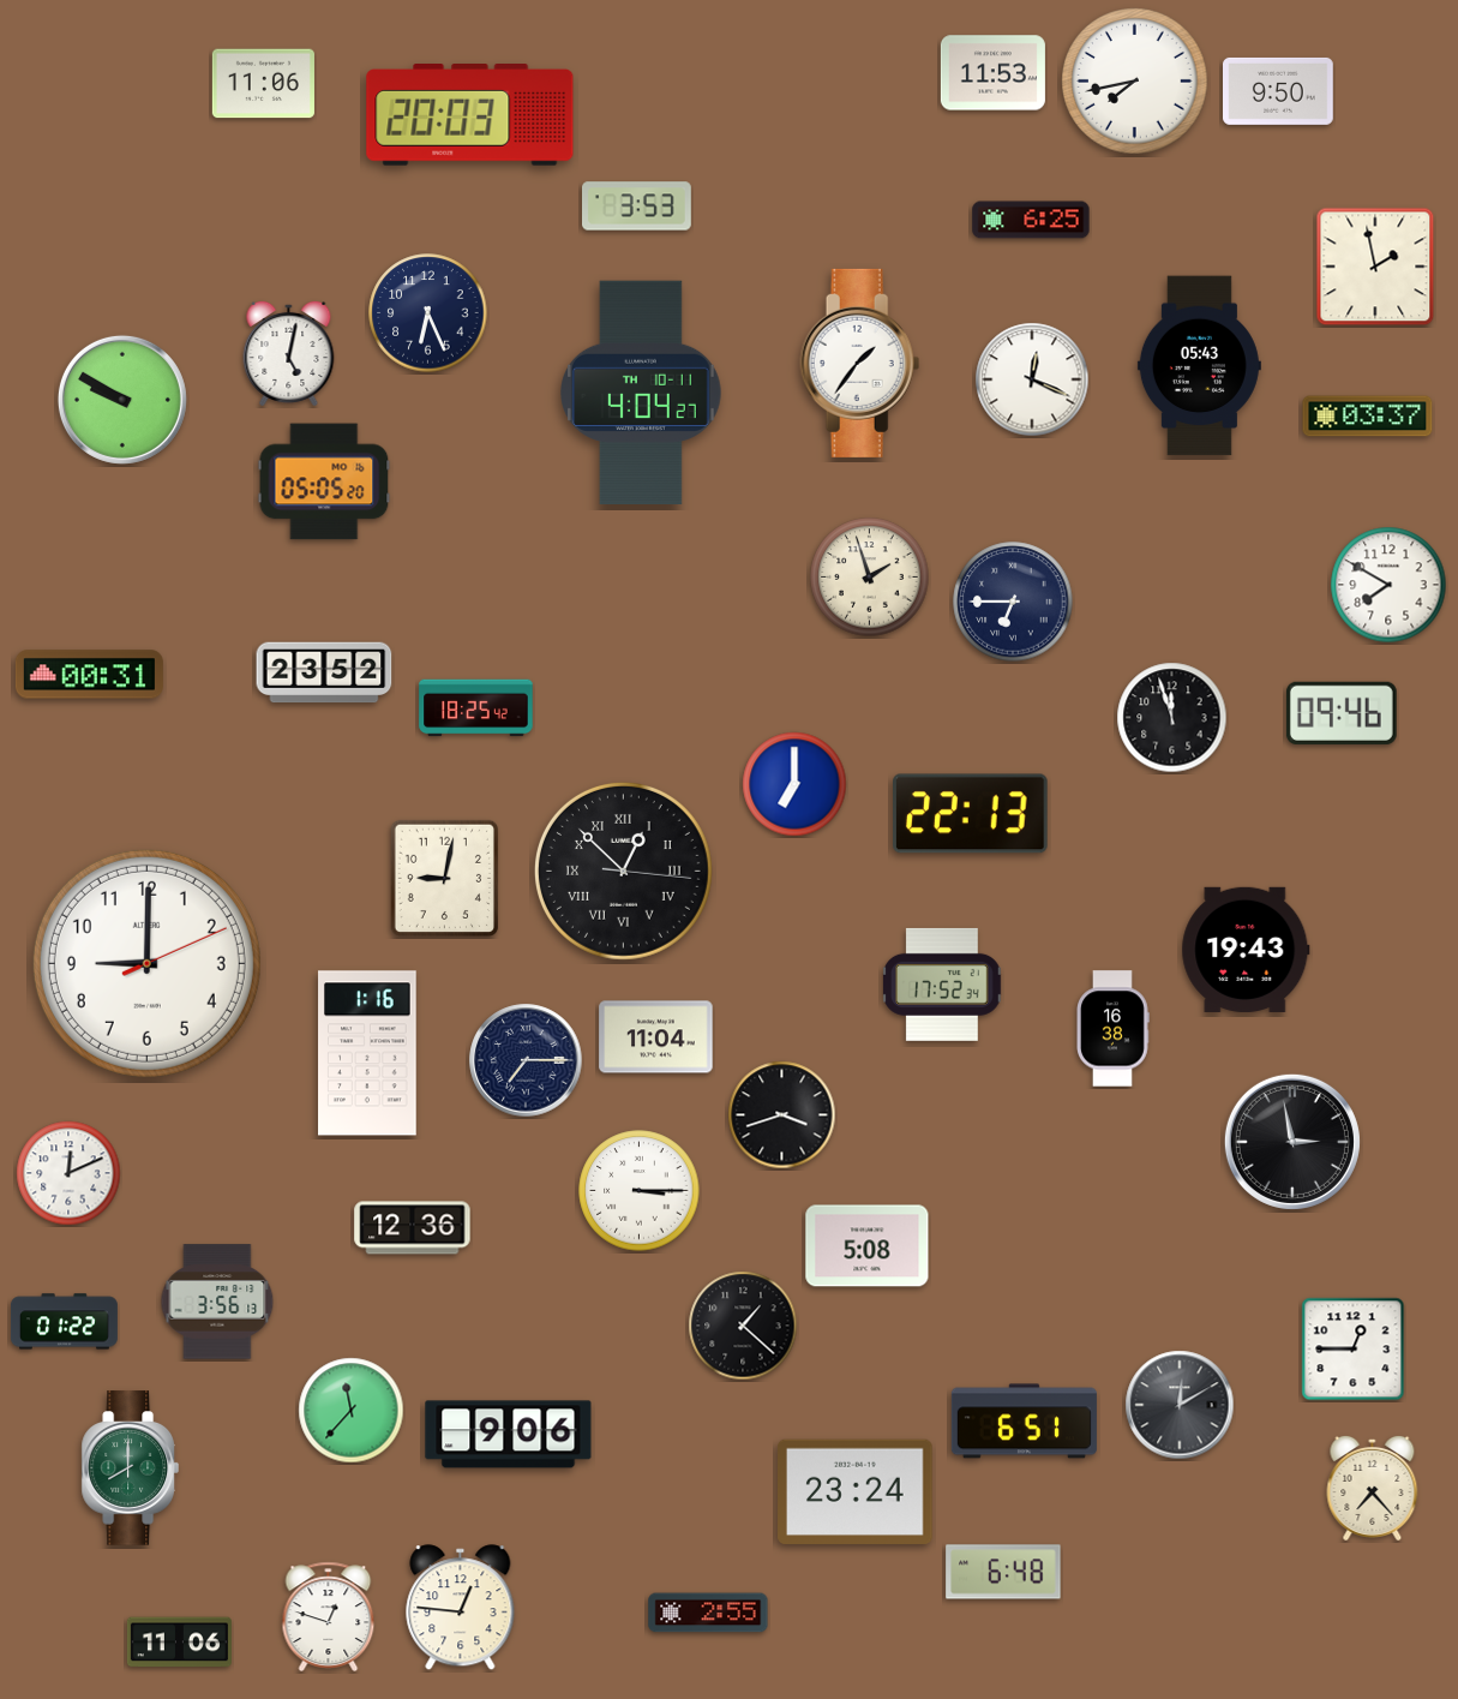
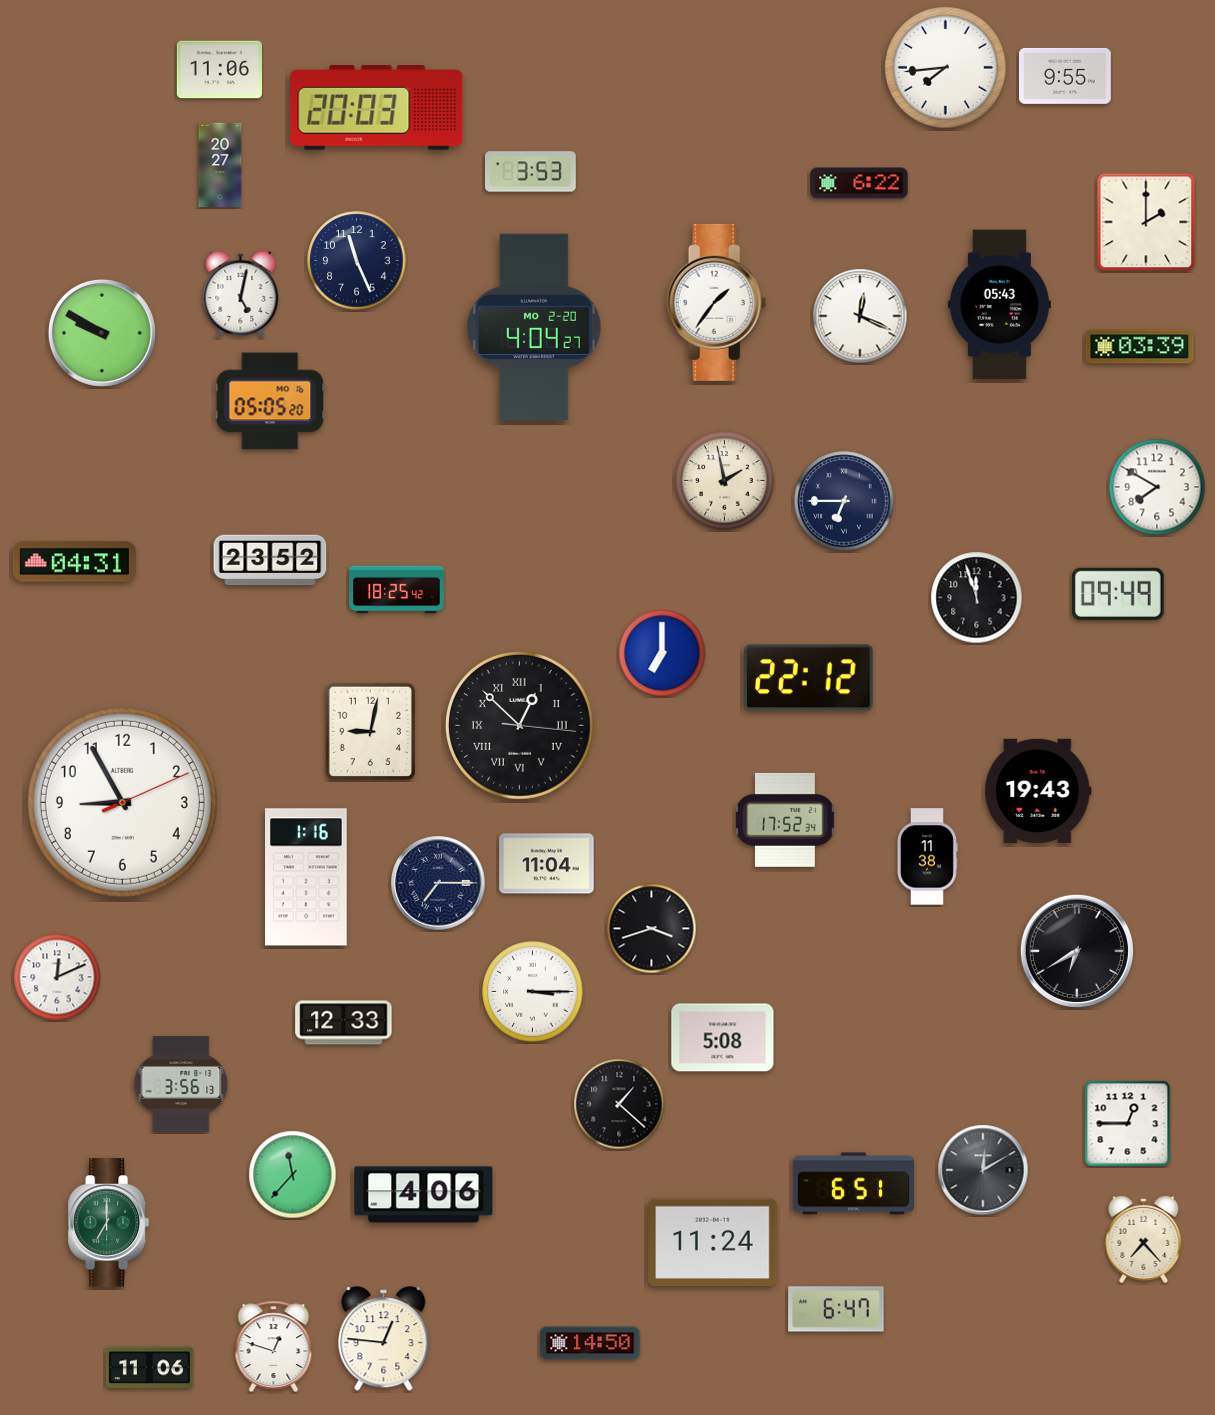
clock at (992, 73): 11:53 -> none
clock at (1135, 82): 7:43 -> 7:44
clock at (1279, 91): 9:50 -> 9:55
clock at (470, 115) position: (470, 115) -> (377, 108)
clock at (220, 165): none -> 20:27
clock at (1031, 220): 6:25 -> 6:22
clock at (1375, 267): 1:58 -> 2:00
clock at (428, 313): 6:26 -> 11:26
clock at (642, 393) date: TH 10-11 -> MO 2-20
clock at (1368, 417): 03:37 -> 03:39
clock at (870, 578): 1:57 -> 1:58
clock at (89, 675): 00:31 -> 04:31
clock at (1342, 713): 09:46 -> 09:49
clock at (971, 814): 22:13 -> 22:12
clock at (146, 963): 9:00 -> 8:55
clock at (1112, 1029): 16:38 -> 11:38
clock at (1292, 1142): 2:58 -> 6:40
clock at (413, 1228): 12:36 -> 12:33
clock at (64, 1322): 01:22 -> none
clock at (509, 1435): 9:06 -> 4:06
clock at (130, 1468): 8:00 -> 7:00
clock at (856, 1492): 23:24 -> 11:24
clock at (1003, 1572): 6:48 -> 6:47
clock at (708, 1613): 2:55 -> 14:50
